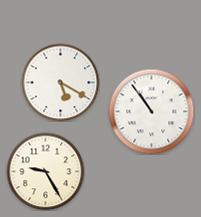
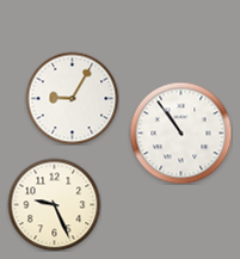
clock at (60, 82): 5:20 -> 9:05
clock at (45, 171): 9:25 -> 9:26
